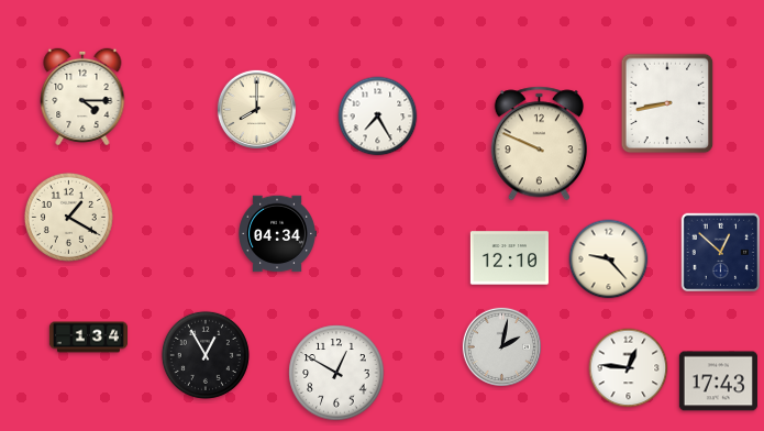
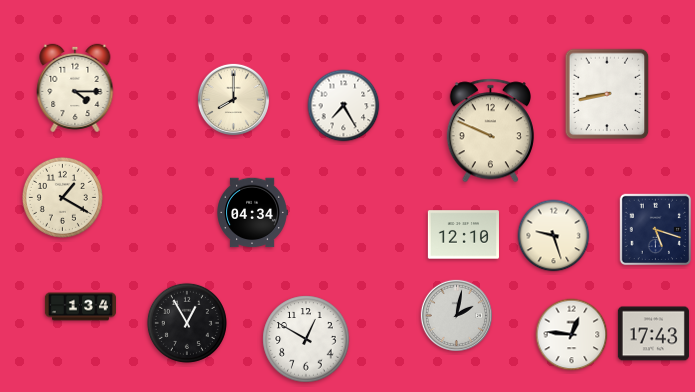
clock at (721, 253): 12:52 -> 5:18
clock at (609, 259): 9:23 -> 9:27
clock at (718, 382) position: (718, 382) -> (653, 334)
